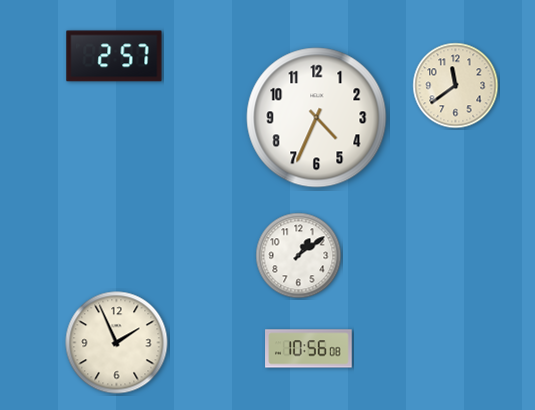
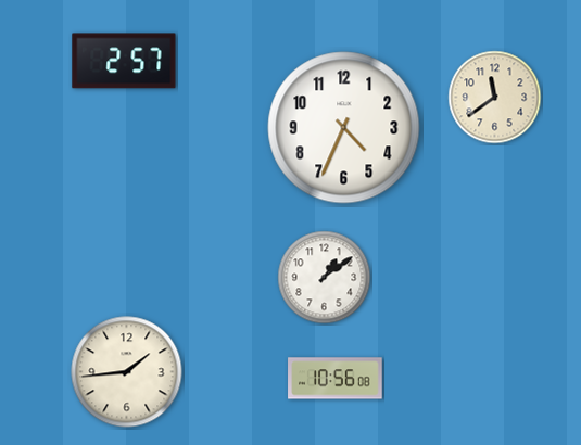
clock at (456, 86) position: (456, 86) -> (495, 98)
clock at (117, 343): 1:56 -> 1:44
